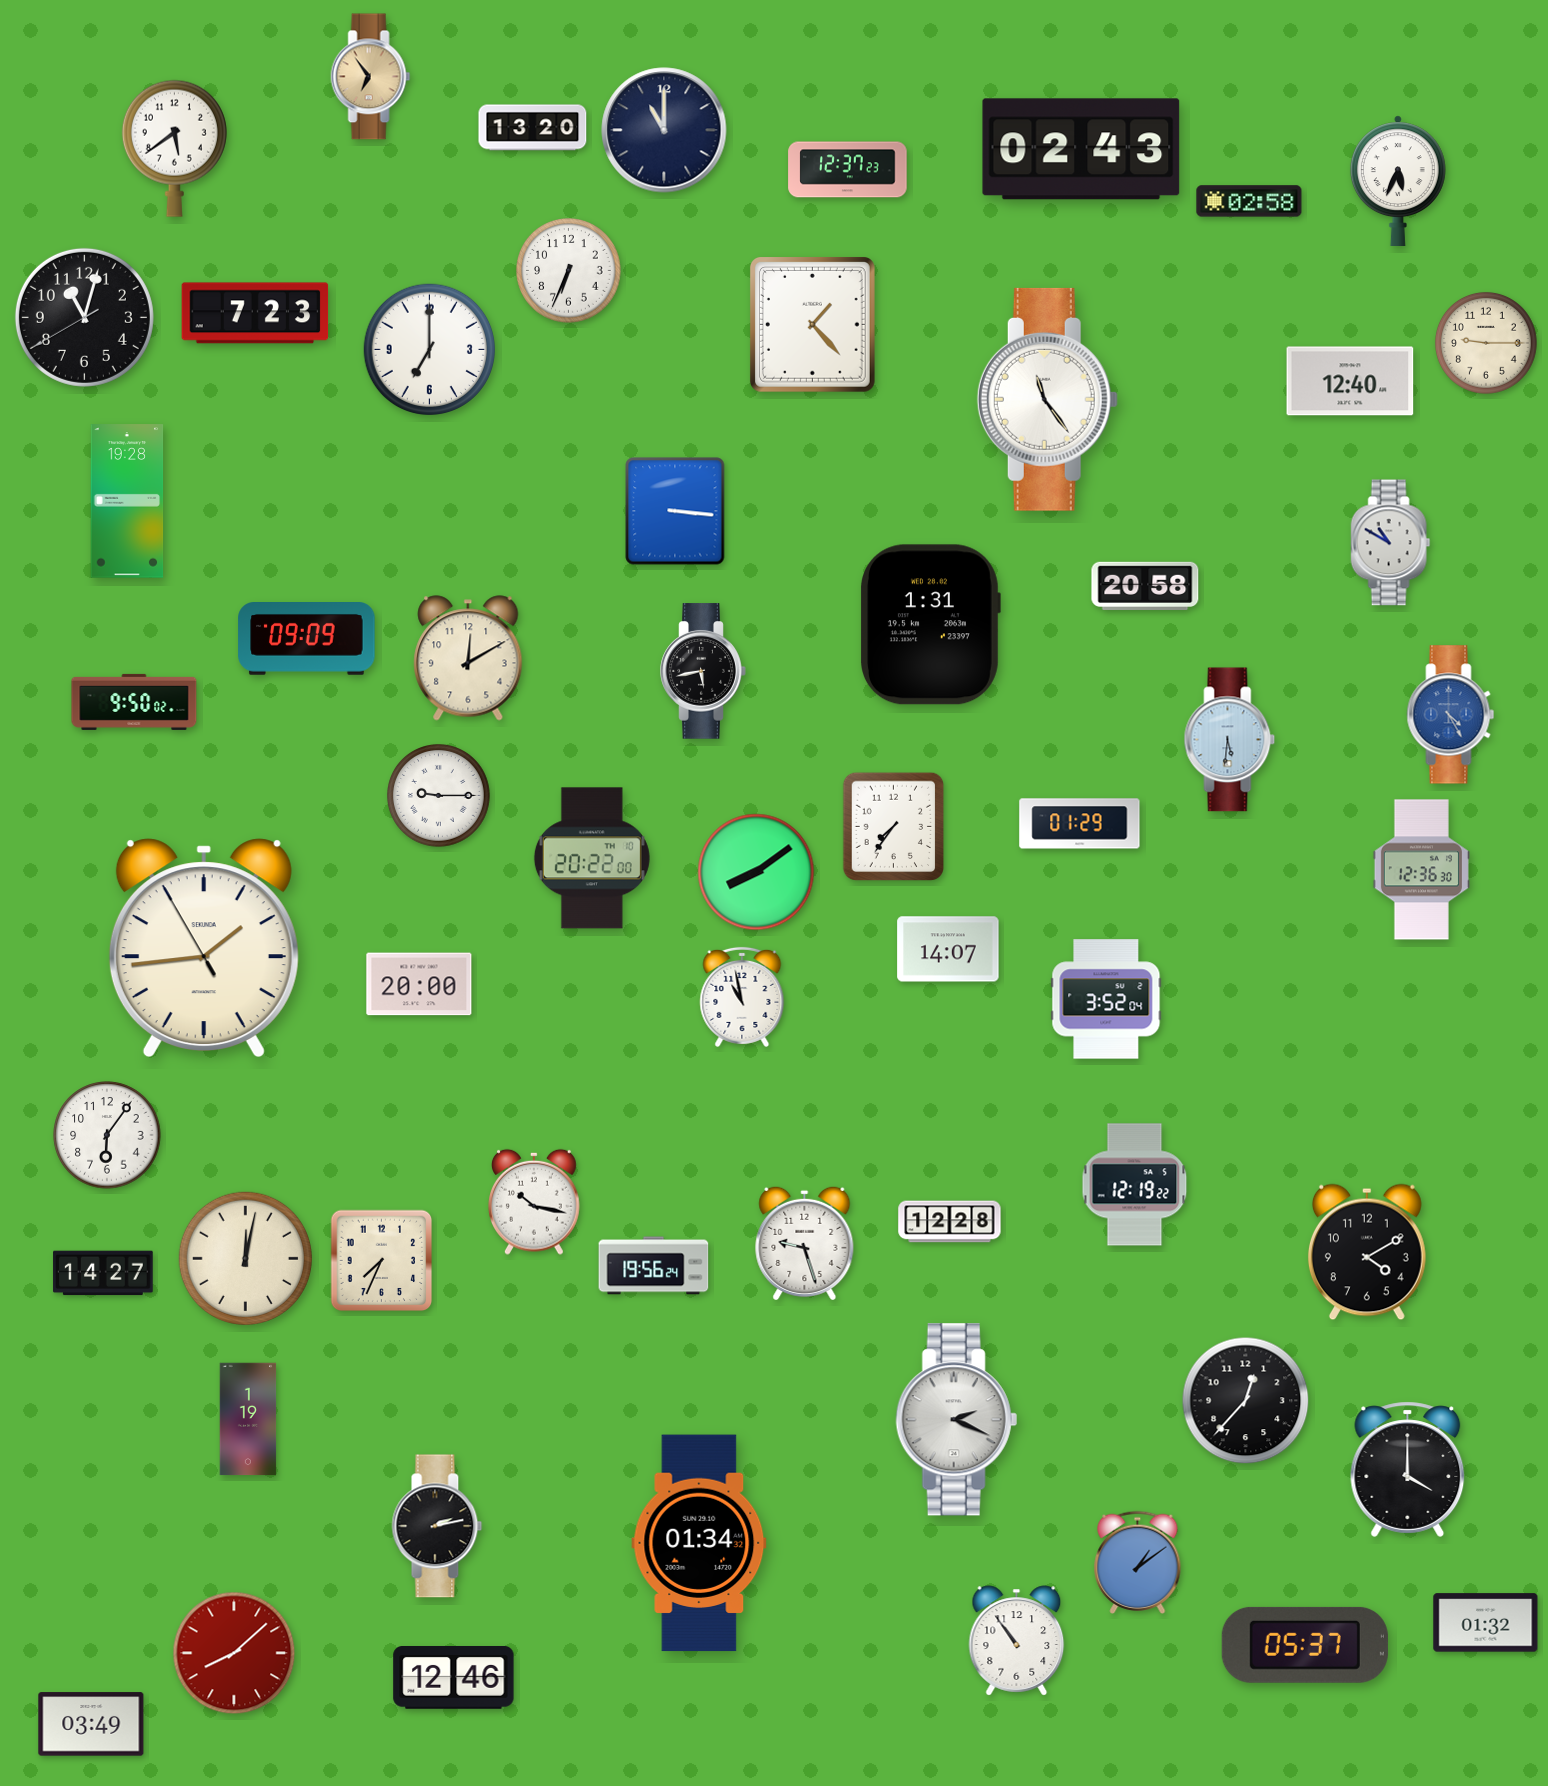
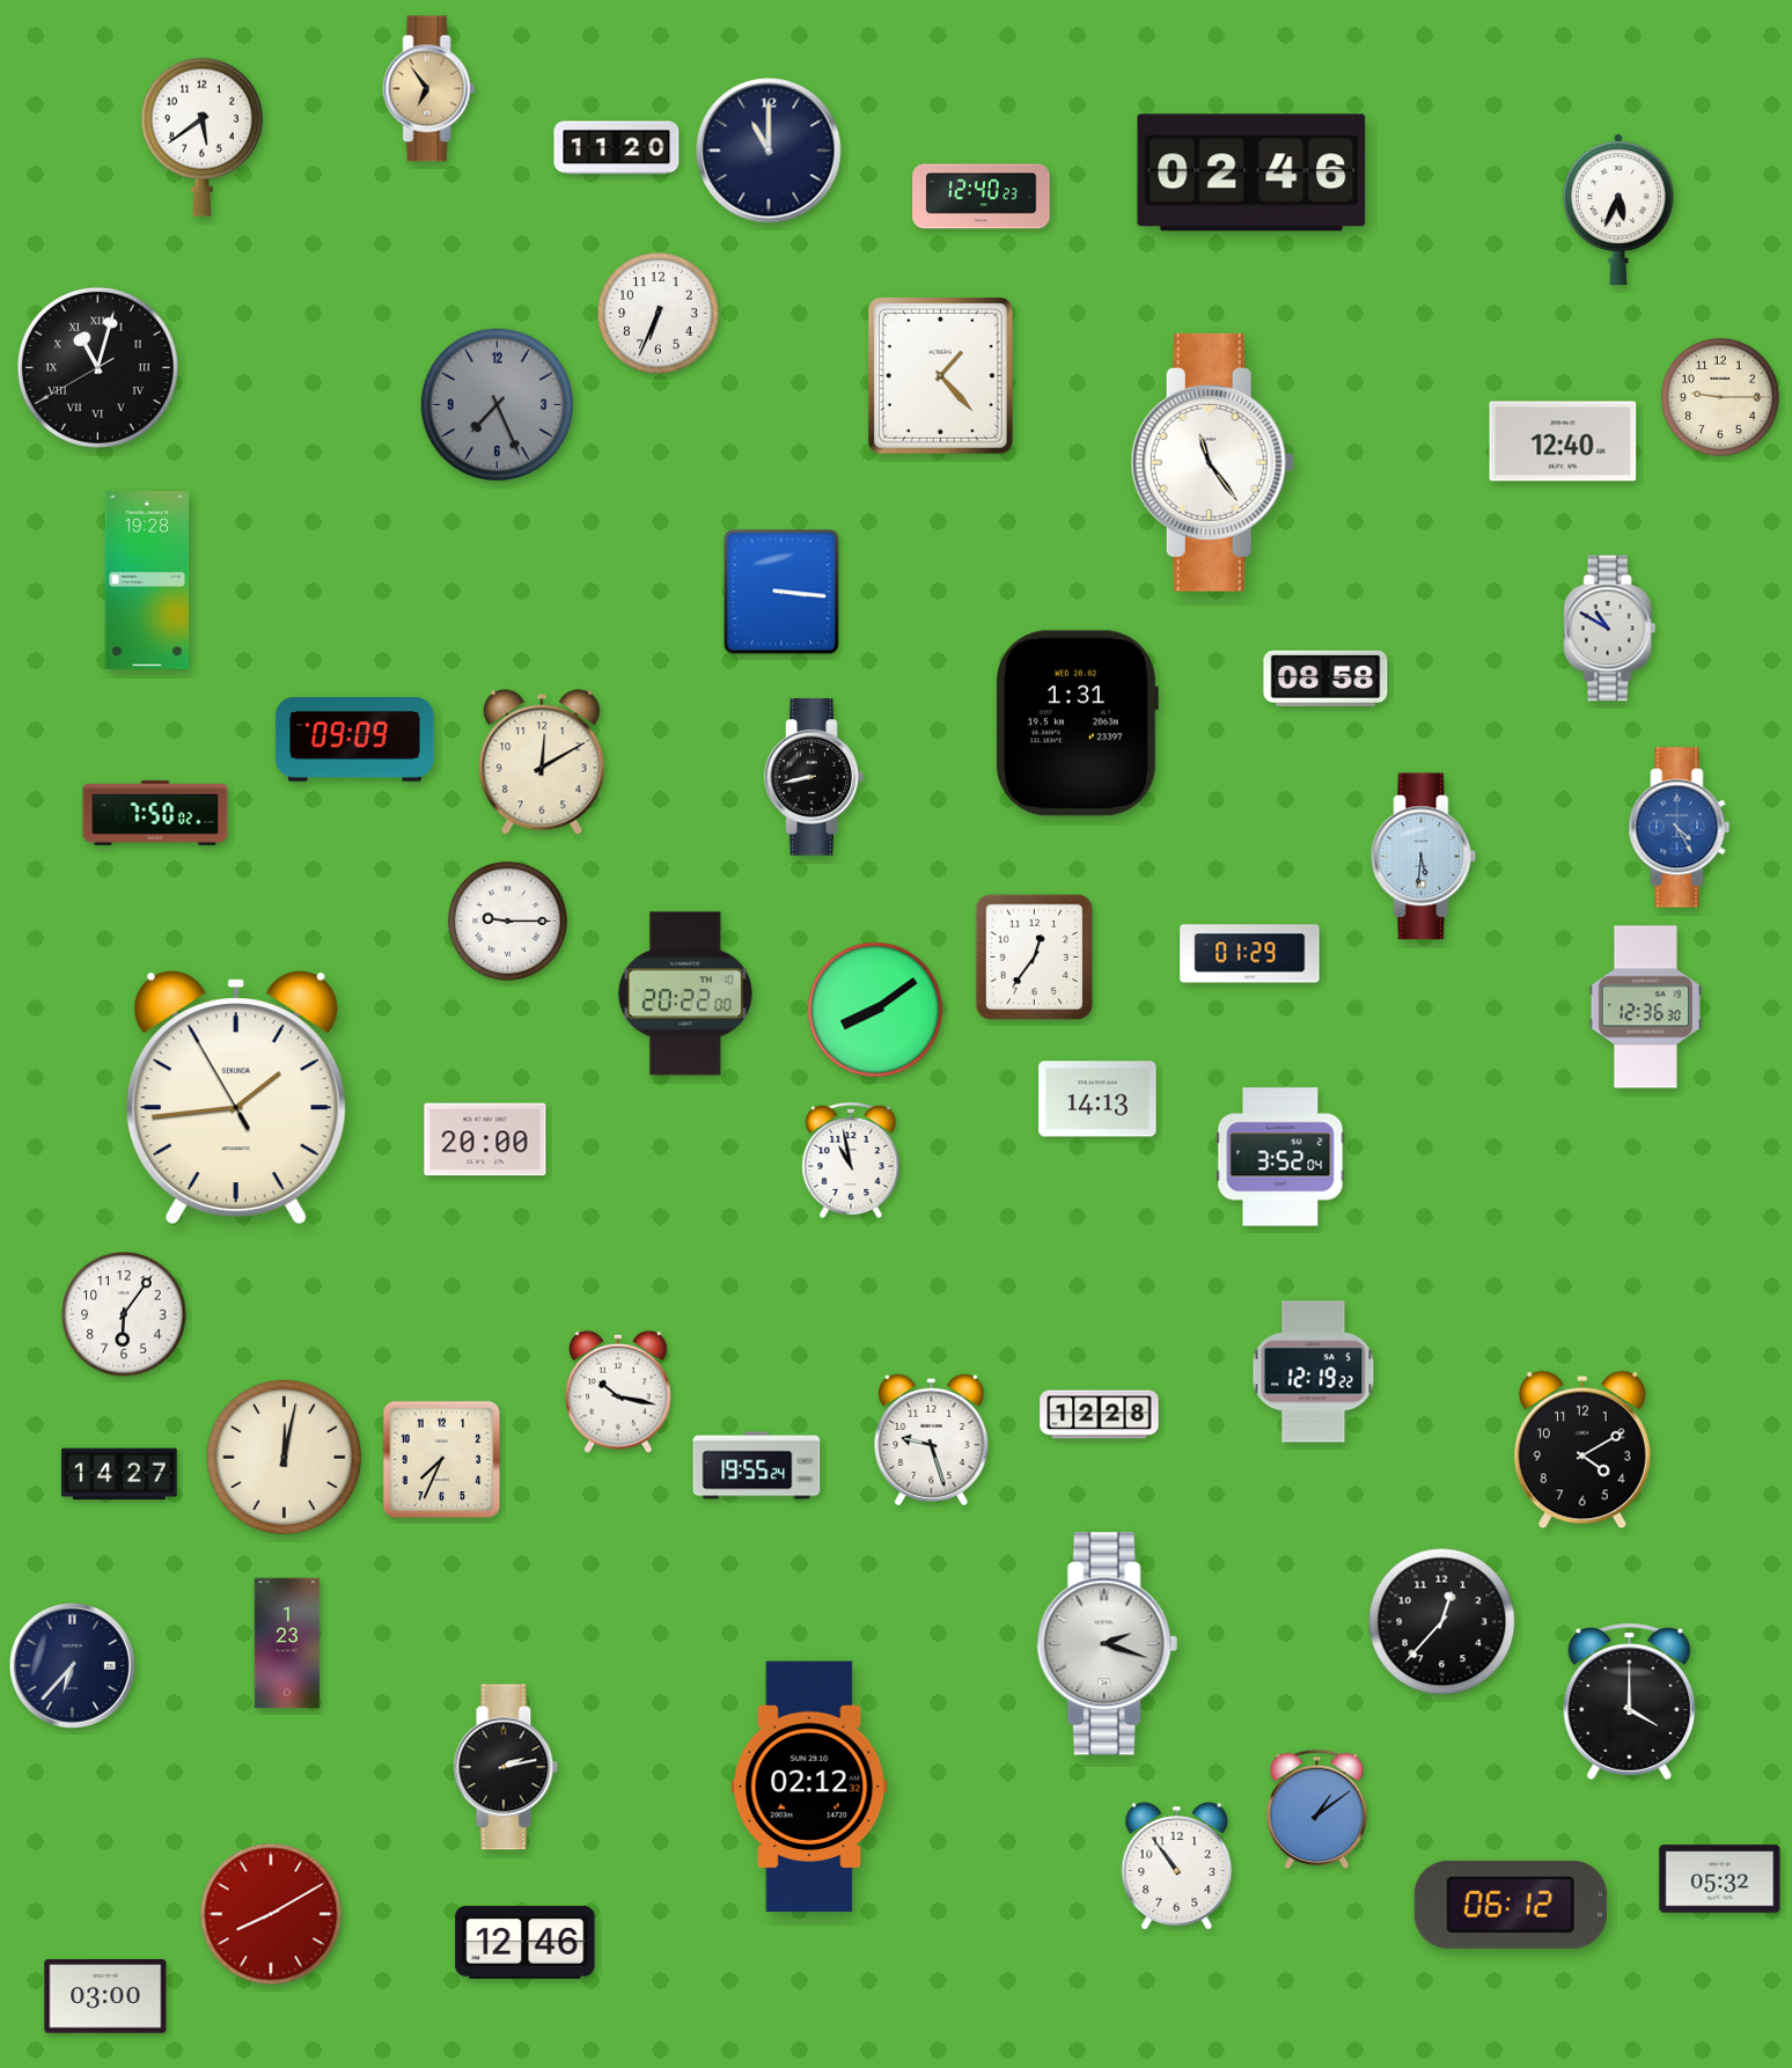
clock at (533, 128): 13:20 -> 11:20
clock at (174, 148) position: (174, 148) -> (201, 137)
clock at (1081, 149): 02:43 -> 02:46
clock at (848, 170): 12:37 -> 12:40
clock at (1249, 201): 02:58 -> none
clock at (255, 313): 7:23 -> none
clock at (84, 317) numerals: Arabic -> Roman
clock at (429, 349): 7:00 -> 7:26
clock at (429, 349) dial: white -> grey
clock at (1145, 586): 20:58 -> 08:58
clock at (703, 671): 5:43 -> 8:43
clock at (134, 702): 9:50 -> 7:50
clock at (894, 827): 7:36 -> 12:36
clock at (948, 949): 14:07 -> 14:13
clock at (742, 997) position: (742, 997) -> (851, 1160)
clock at (654, 1266): 19:56 -> 19:55
clock at (248, 1419): 1:19 -> 1:23
clock at (956, 1420): 2:19 -> 2:18
clock at (72, 1665): none -> 6:37
clock at (699, 1543): 01:34 -> 02:12
clock at (1486, 1623): 01:32 -> 05:32
clock at (1017, 1641) position: (1017, 1641) -> (1177, 1867)
clock at (1305, 1645): 05:37 -> 06:12
clock at (234, 1653): 8:08 -> 8:10
clock at (91, 1724): 03:49 -> 03:00
